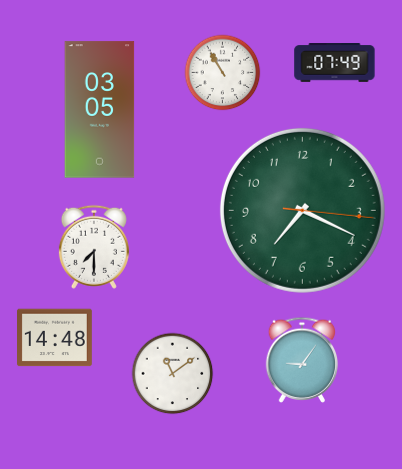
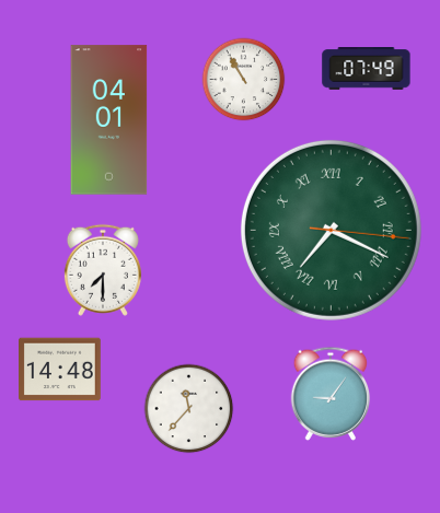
clock at (100, 110): 03:05 -> 04:01
clock at (302, 210) numerals: Arabic -> Roman
clock at (173, 374): 11:09 -> 11:37
